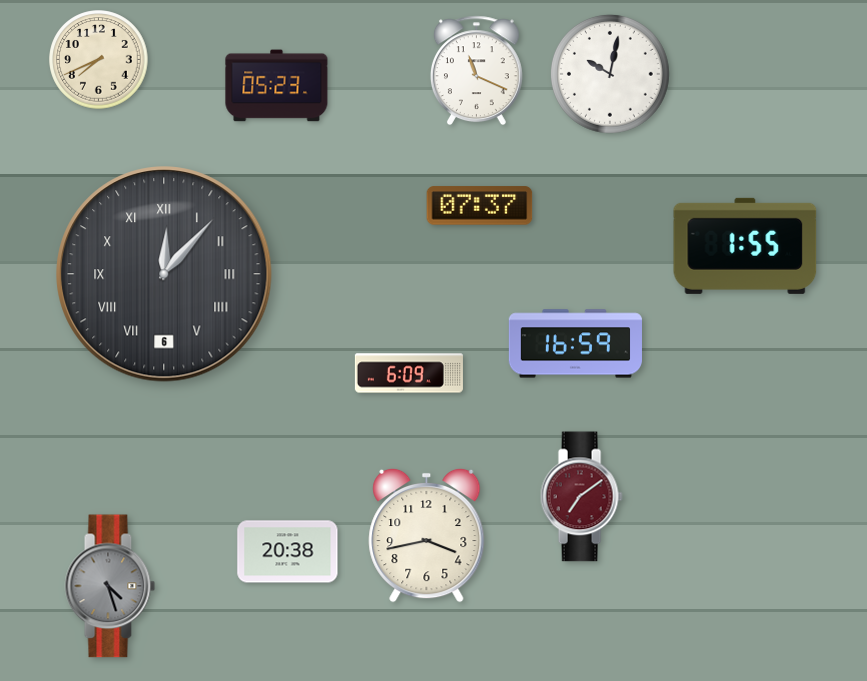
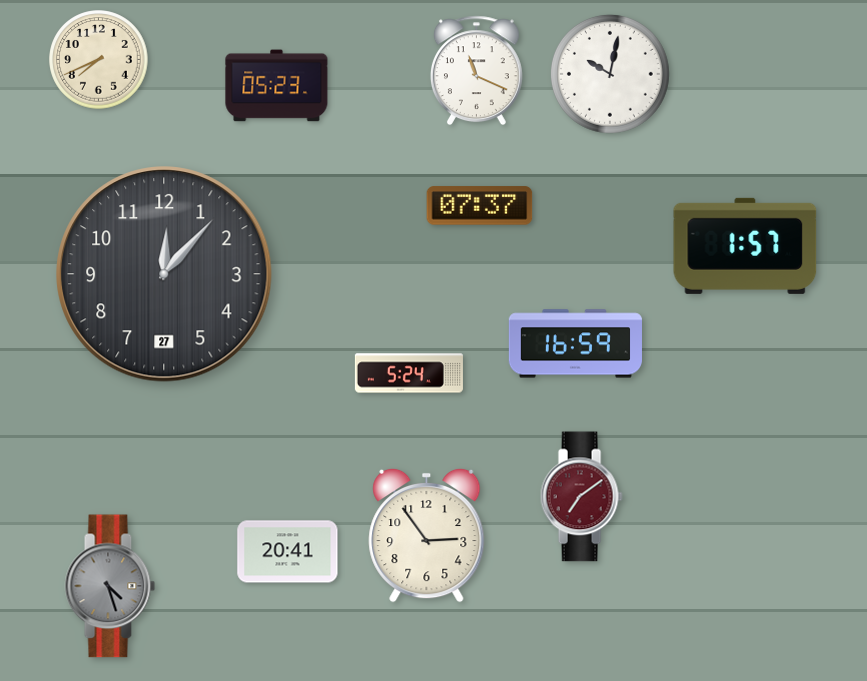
clock at (745, 246): 1:55 -> 1:57
clock at (164, 274) date: 6 -> 27
clock at (164, 274) numerals: Roman -> Arabic
clock at (409, 373): 6:09 -> 5:24
clock at (427, 535): 3:43 -> 2:54
clock at (288, 552): 20:38 -> 20:41
